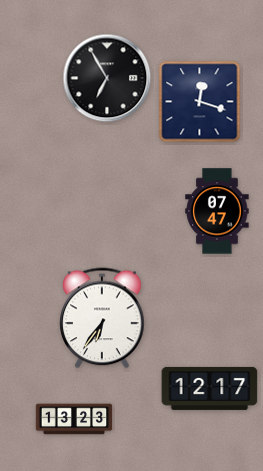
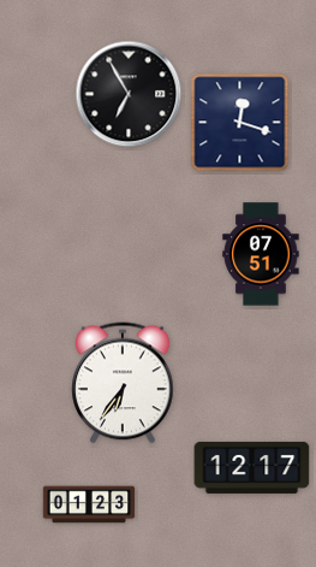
clock at (217, 211): 07:47 -> 07:51
clock at (74, 419): 13:23 -> 01:23
